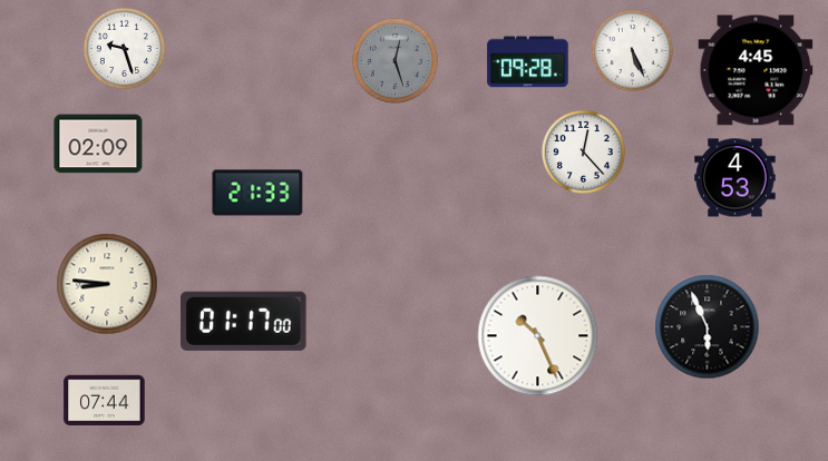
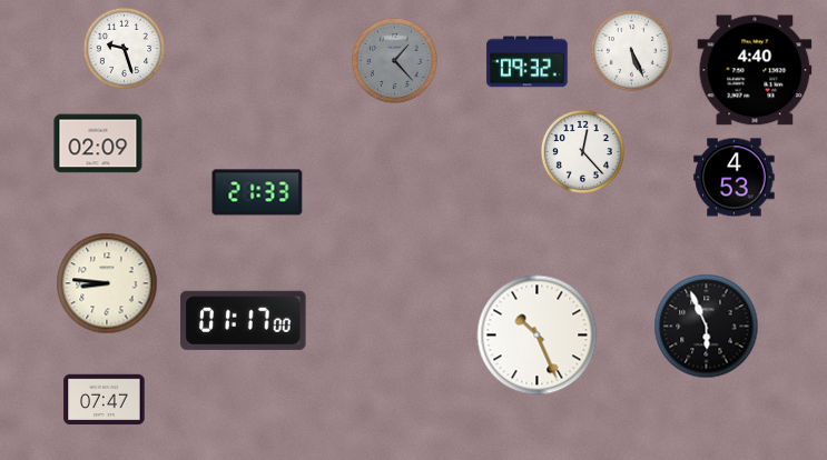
clock at (394, 60): 12:27 -> 1:23
clock at (528, 62): 09:28 -> 09:32
clock at (756, 70): 4:45 -> 4:40
clock at (105, 401): 07:44 -> 07:47
